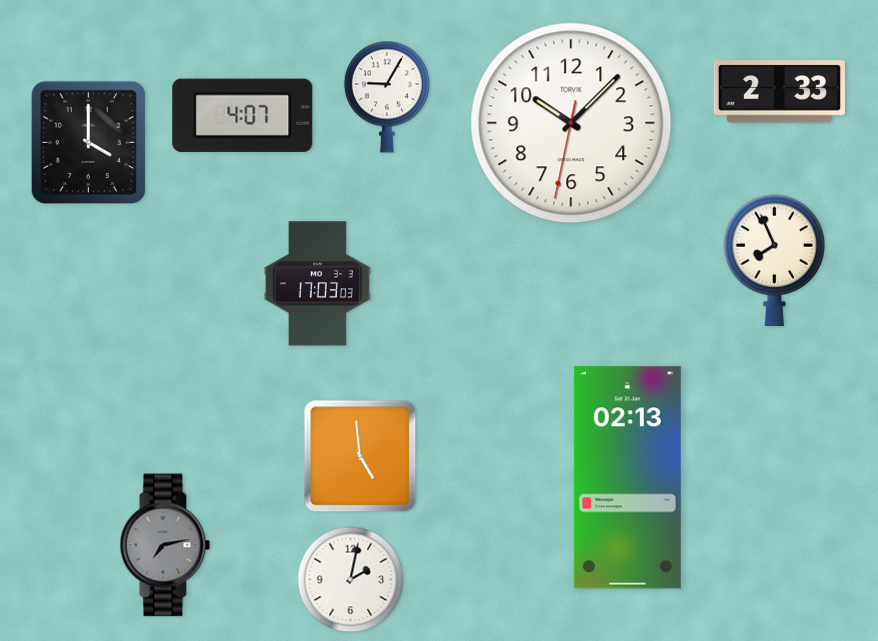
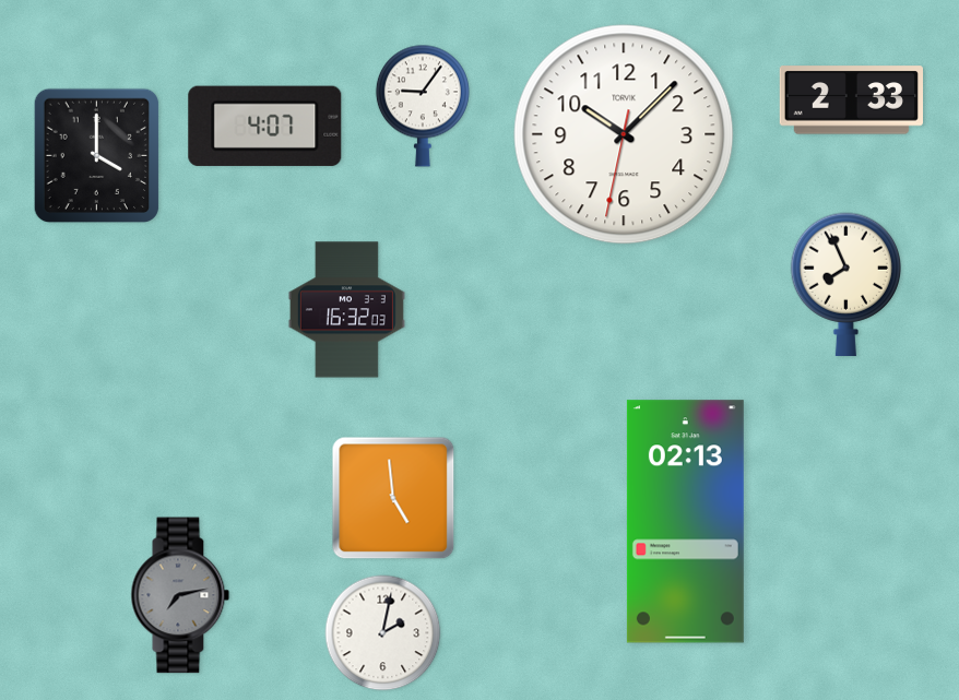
clock at (387, 97): 9:05 -> 9:06
clock at (317, 284): 17:03 -> 16:32
